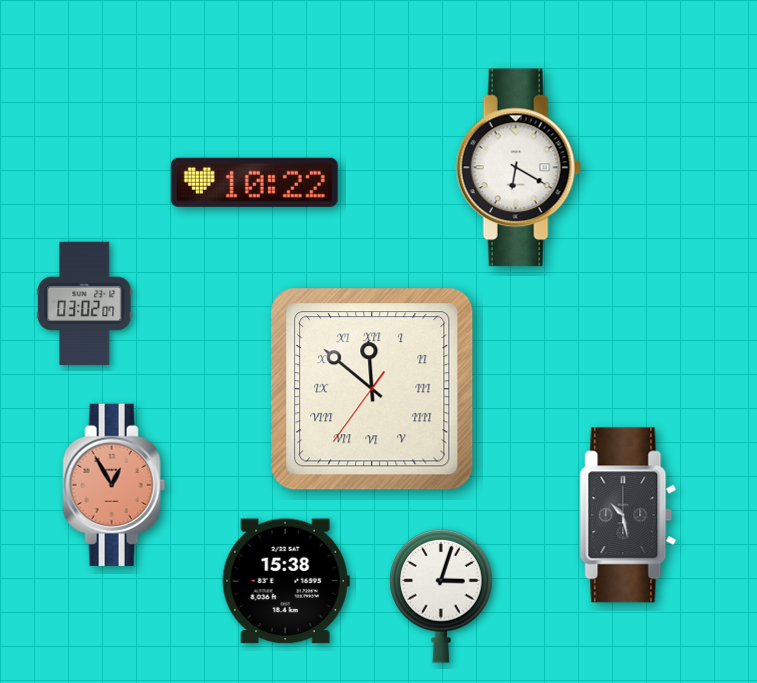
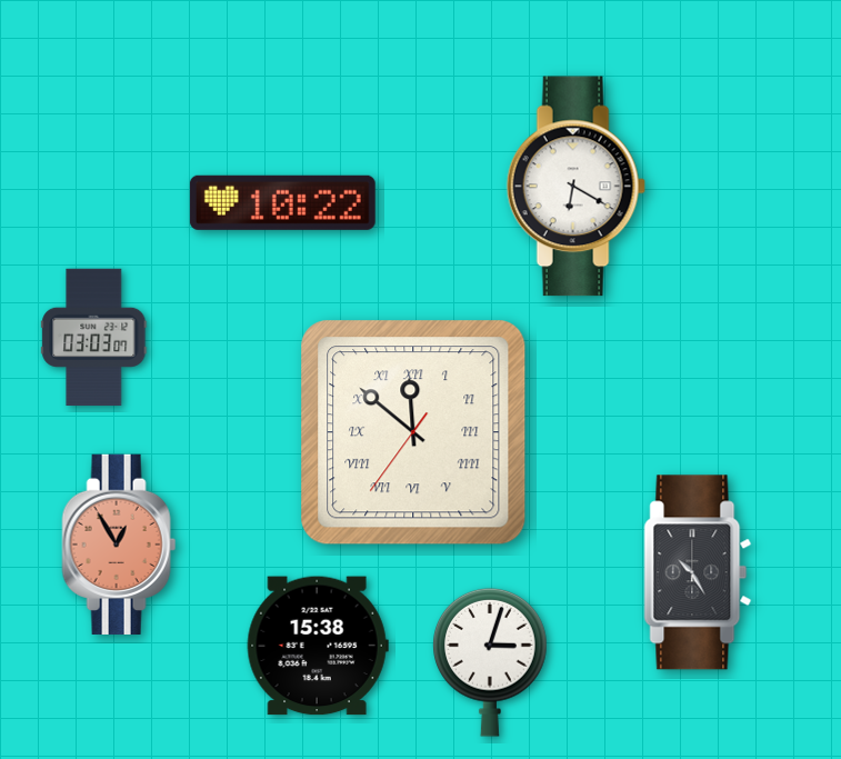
clock at (85, 304): 03:02 -> 03:03
clock at (114, 485) position: (114, 485) -> (119, 545)
clock at (628, 515): 10:28 -> 10:25
